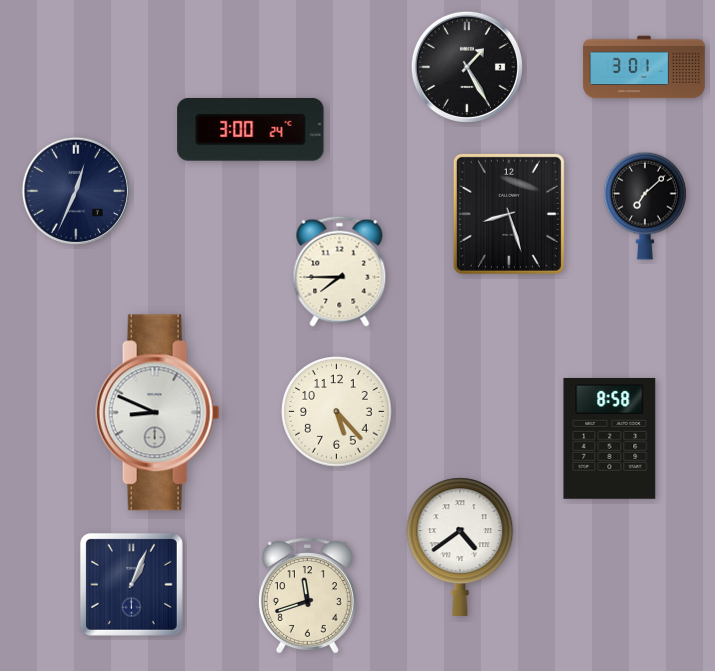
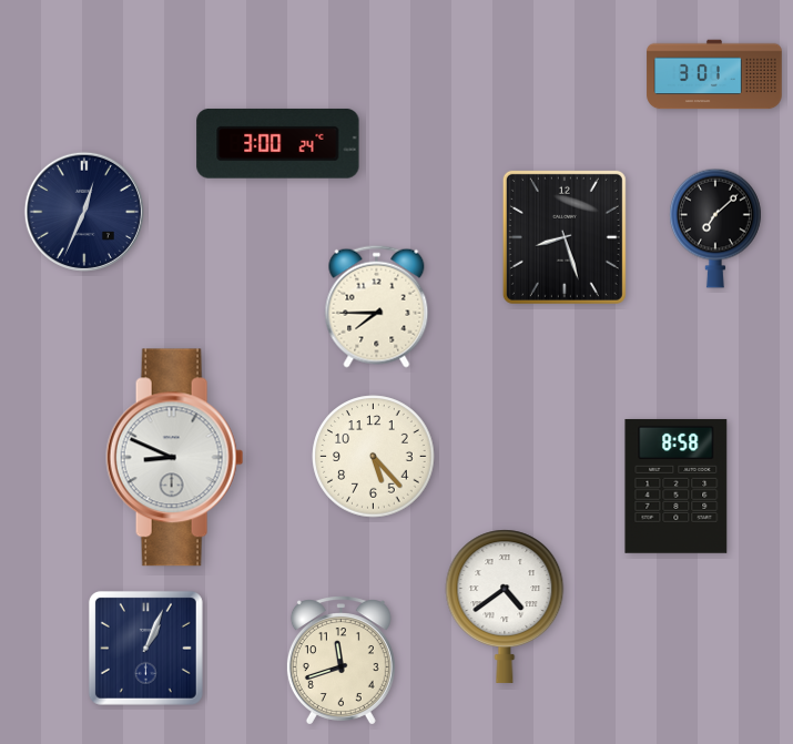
clock at (467, 67): 1:25 -> none
clock at (340, 271) position: (340, 271) -> (377, 306)
clock at (460, 547) position: (460, 547) -> (505, 607)
